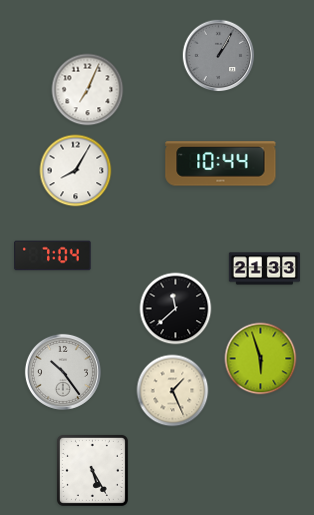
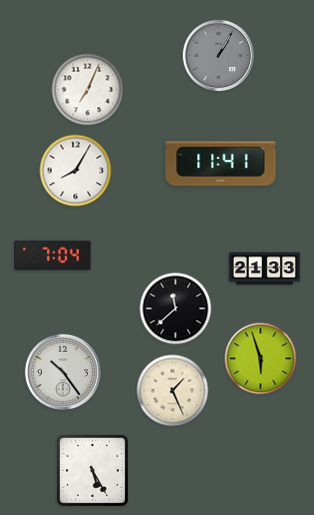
clock at (221, 164): 10:44 -> 11:41
